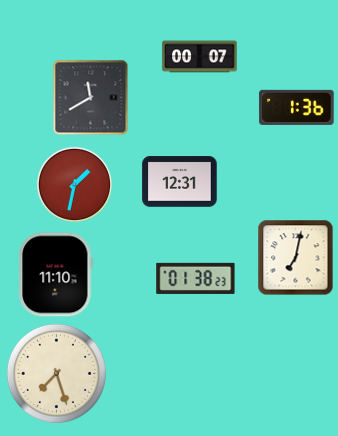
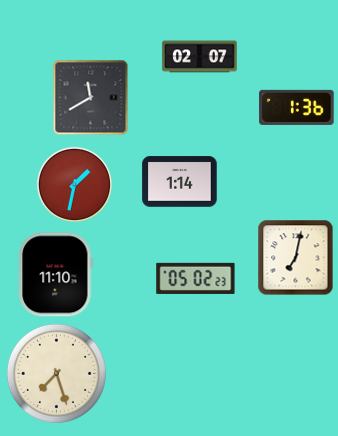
clock at (200, 57): 00:07 -> 02:07
clock at (180, 182): 12:31 -> 1:14
clock at (196, 278): 01:38 -> 05:02
